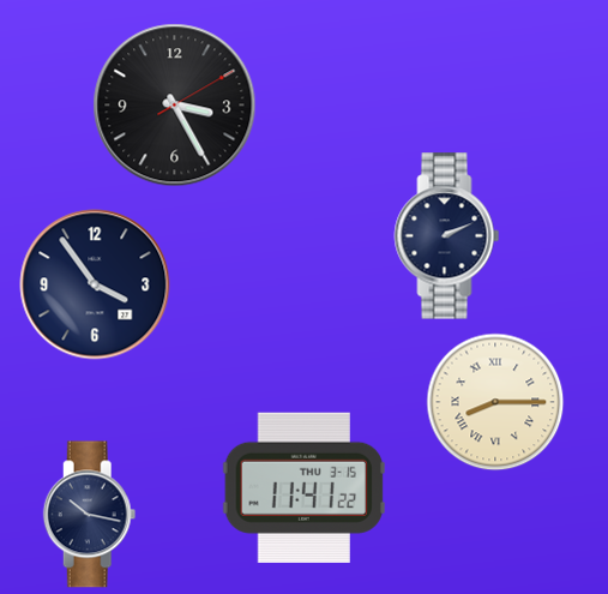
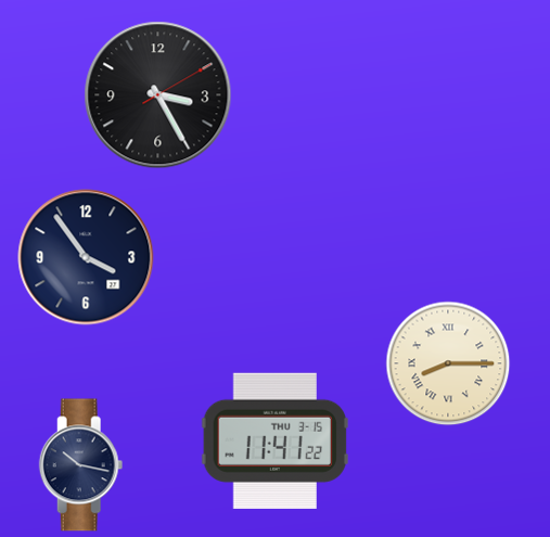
clock at (447, 236): 2:11 -> none
